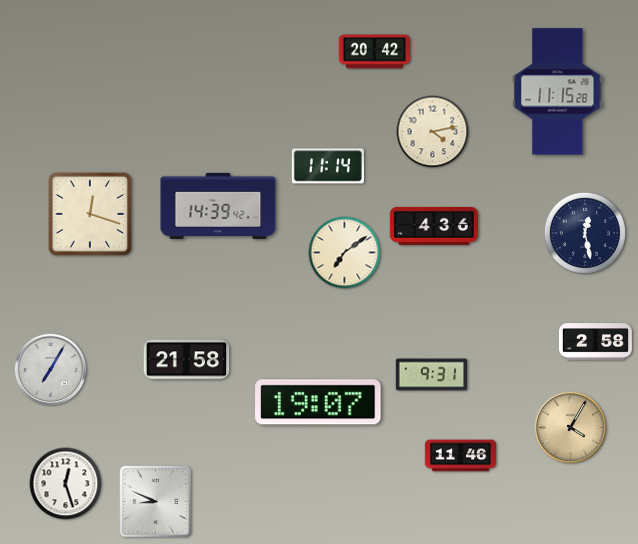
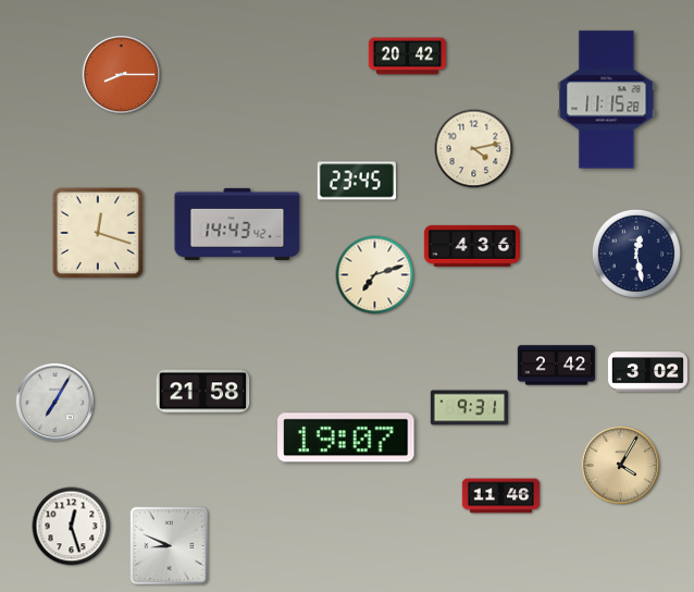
clock at (122, 75): none -> 8:15
clock at (433, 132) position: (433, 132) -> (474, 149)
clock at (328, 166): 11:14 -> 23:45
clock at (218, 206): 14:39 -> 14:43
clock at (345, 253): 7:09 -> 7:12
clock at (557, 366): none -> 2:42
clock at (595, 342): 2:58 -> 3:02
